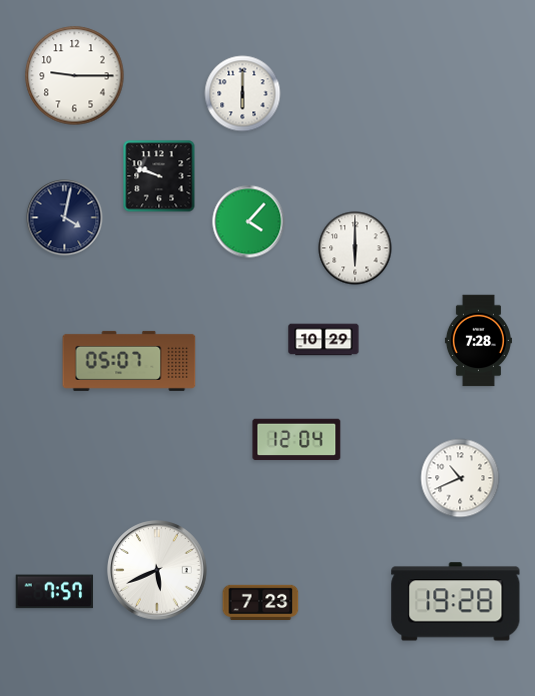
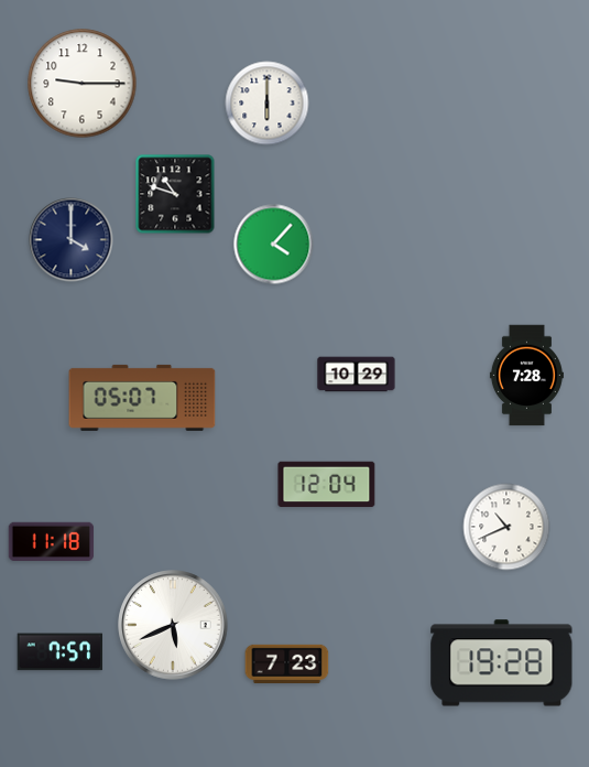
clock at (159, 176): 9:48 -> 10:48
clock at (65, 218): 4:02 -> 4:00
clock at (355, 248): 6:00 -> none
clock at (52, 541): none -> 11:18
clock at (157, 570) position: (157, 570) -> (173, 625)
